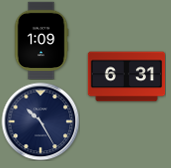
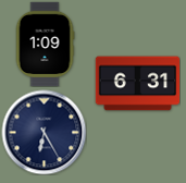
clock at (40, 121): 10:25 -> 6:25
